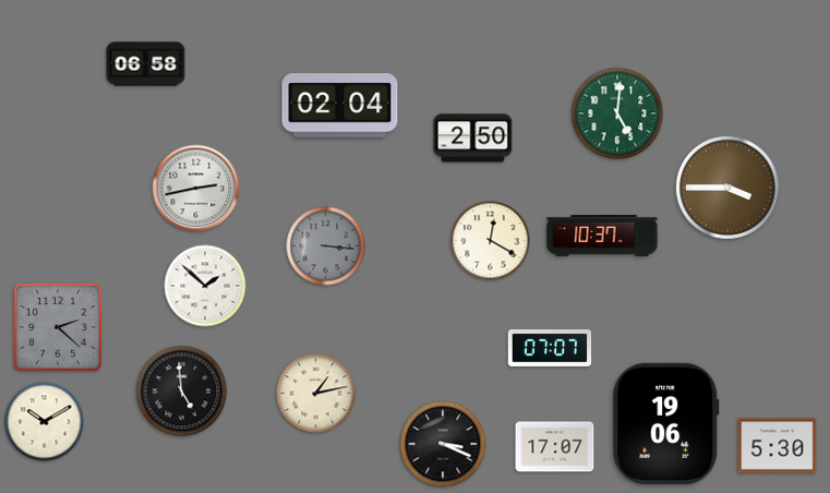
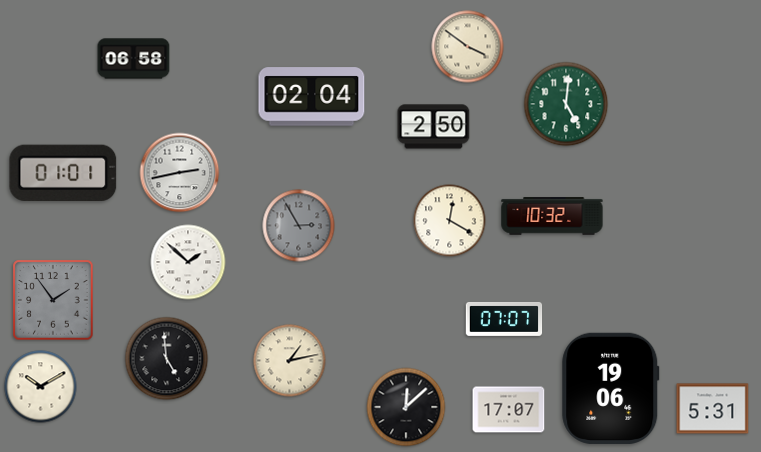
clock at (468, 47): none -> 3:51
clock at (727, 188): 3:45 -> none
clock at (63, 173): none -> 01:01
clock at (602, 236): 10:37 -> 10:32
clock at (326, 246): 3:16 -> 2:55
clock at (58, 327): 2:22 -> 1:54
clock at (443, 444): 3:19 -> 12:08
clock at (778, 446): 5:30 -> 5:31
